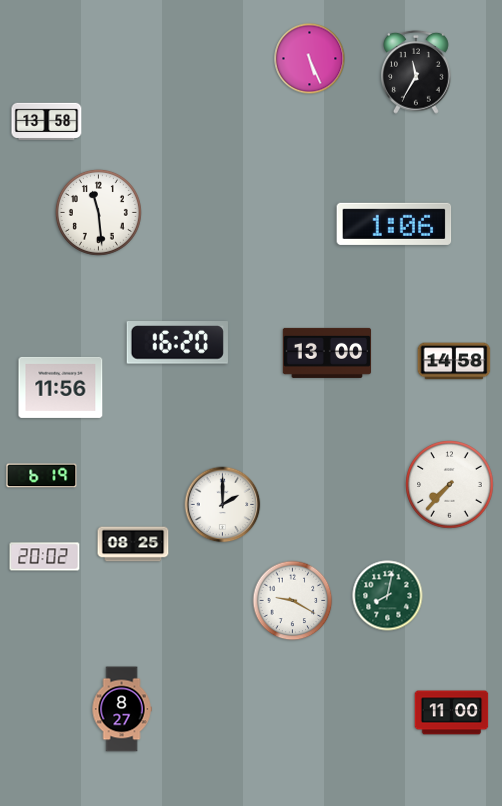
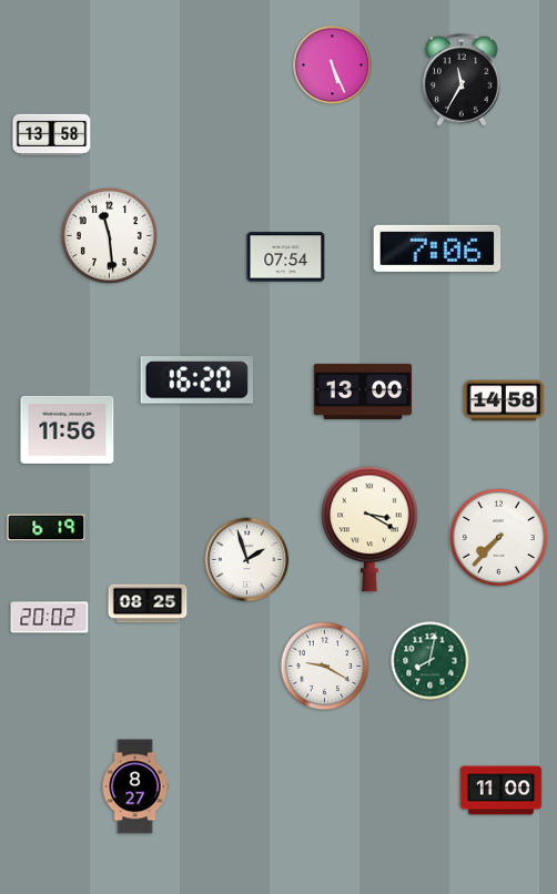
clock at (310, 59) position: (310, 59) -> (333, 65)
clock at (394, 224): 1:06 -> 7:06
clock at (286, 257): none -> 07:54
clock at (371, 529): none -> 3:20
clock at (223, 505): 2:00 -> 1:57
